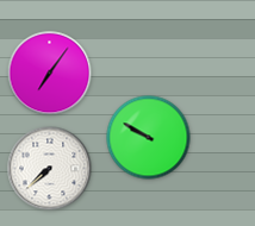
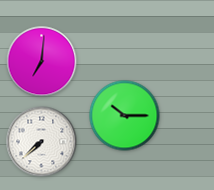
clock at (50, 74): 7:06 -> 7:01
clock at (149, 138): 9:50 -> 10:15
